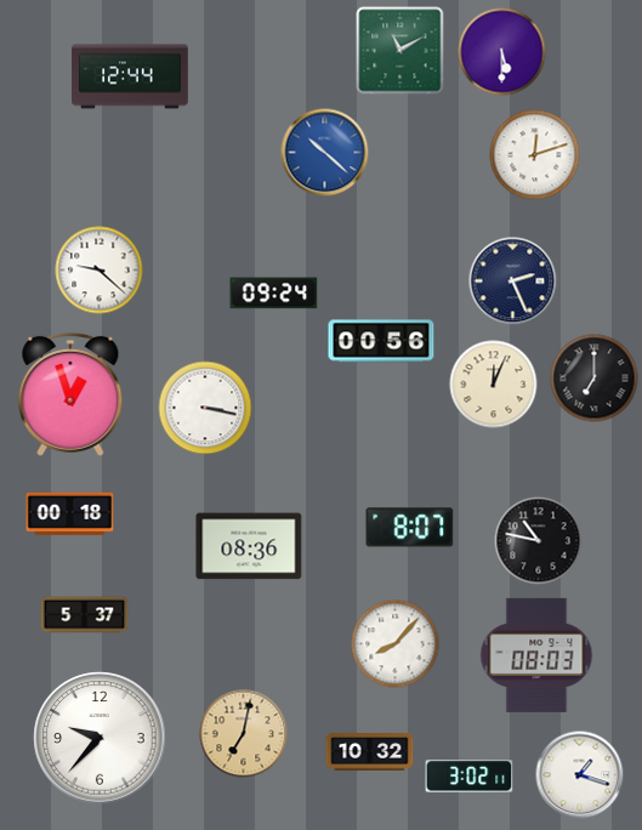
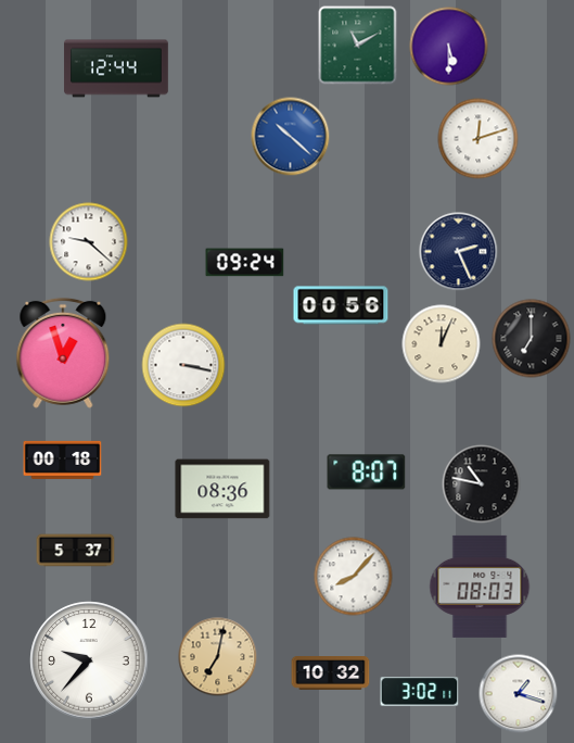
clock at (470, 777) position: (470, 777) -> (420, 692)
